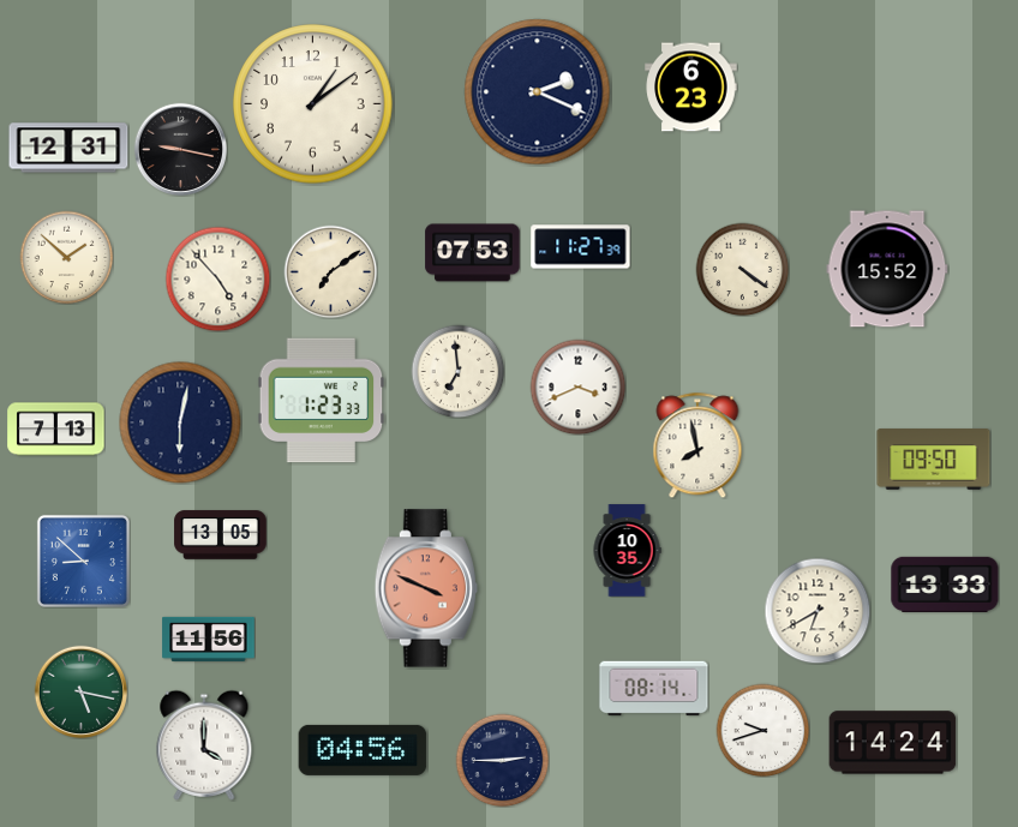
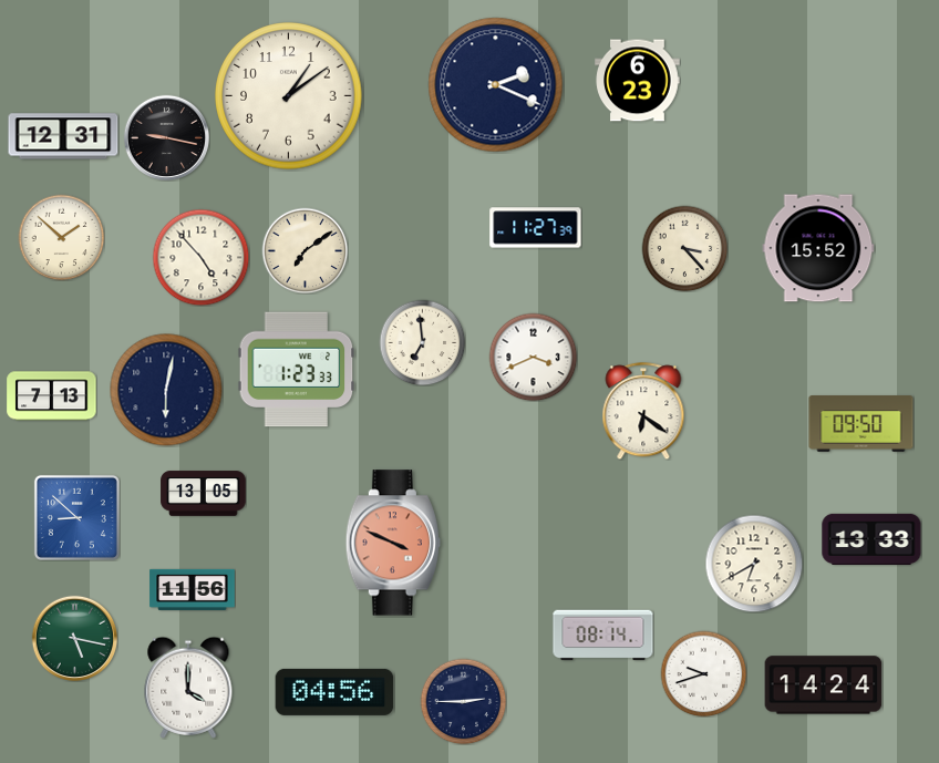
clock at (473, 253): 07:53 -> none
clock at (742, 269): 4:21 -> 3:23
clock at (697, 445): 7:58 -> 6:21
clock at (627, 551): 10:35 -> none
